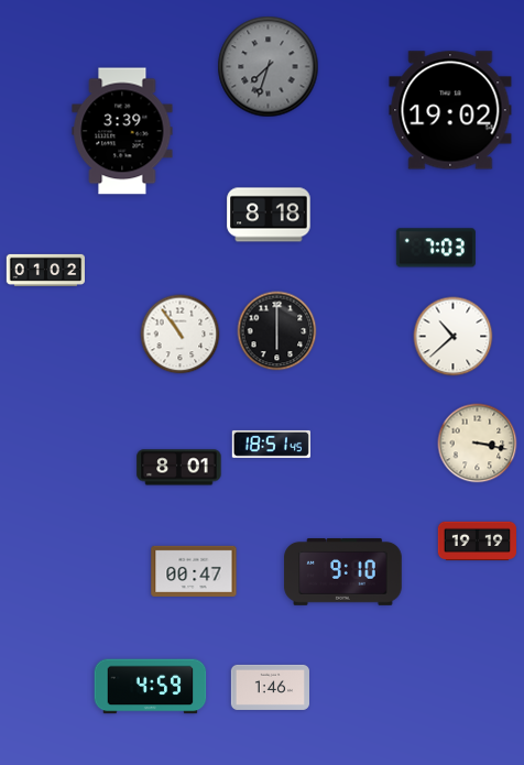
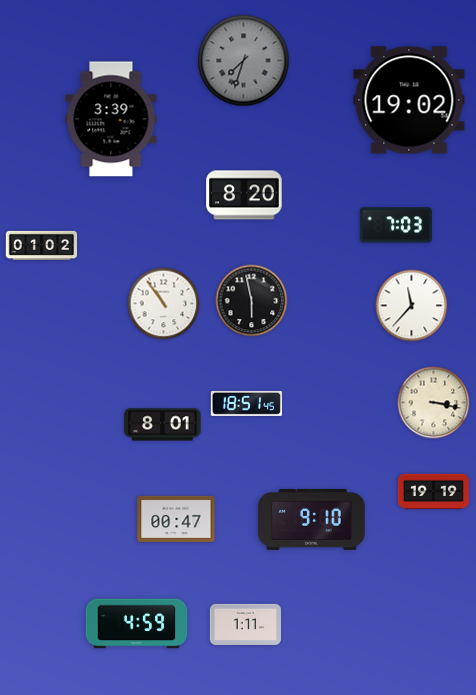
clock at (269, 215): 8:18 -> 8:20
clock at (277, 331): 6:00 -> 5:58
clock at (454, 337): 10:38 -> 11:37
clock at (270, 687): 1:46 -> 1:11
